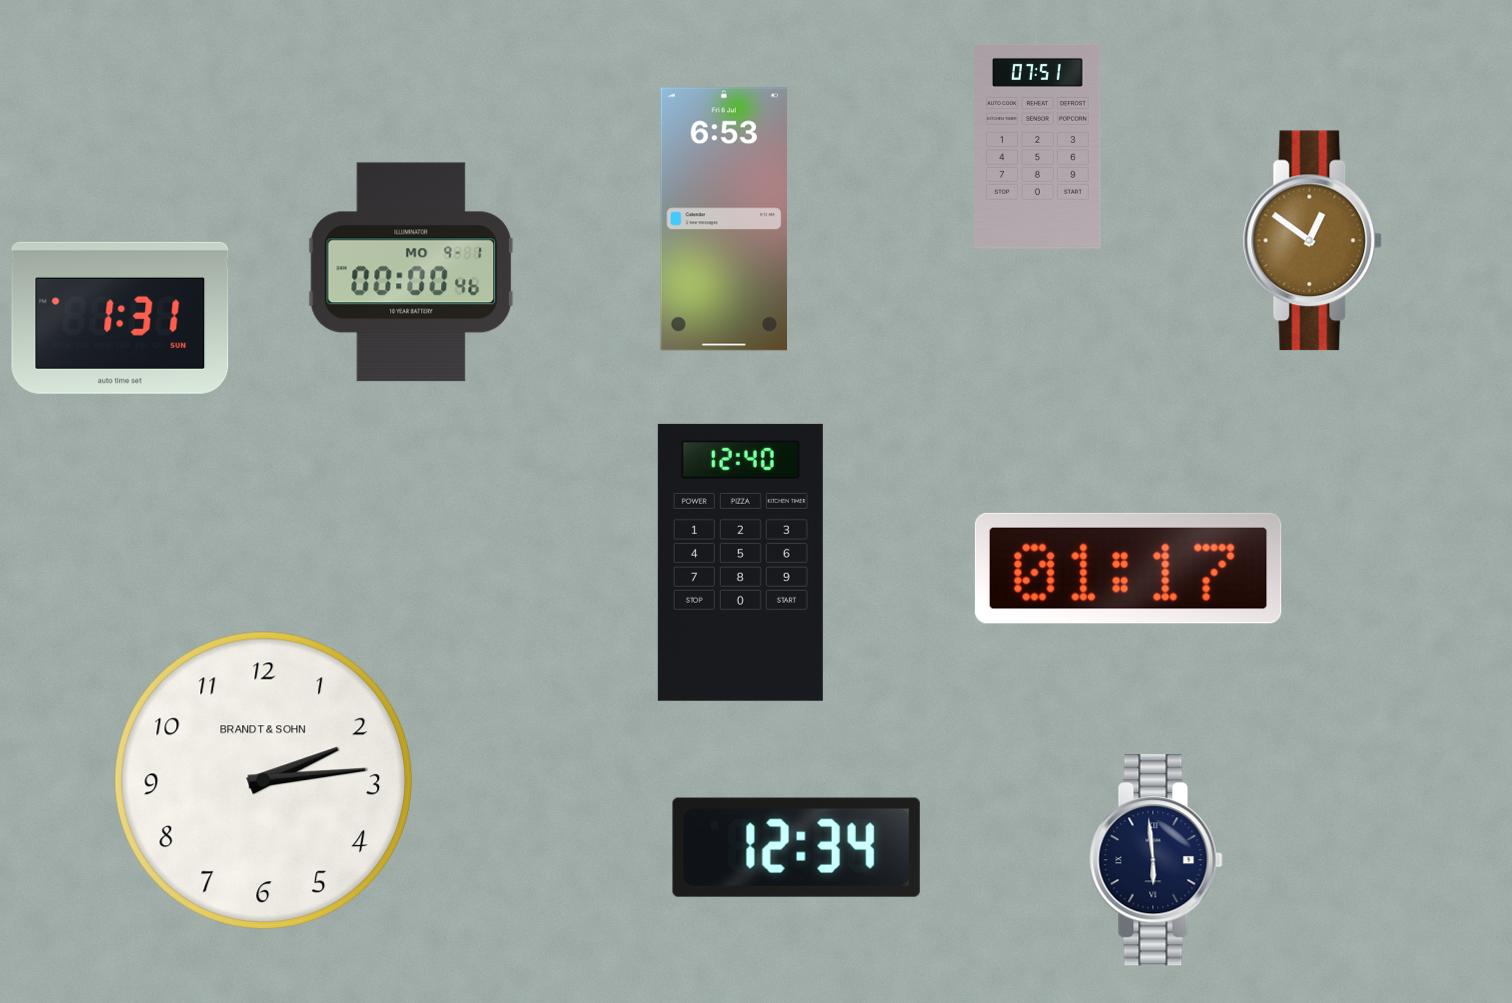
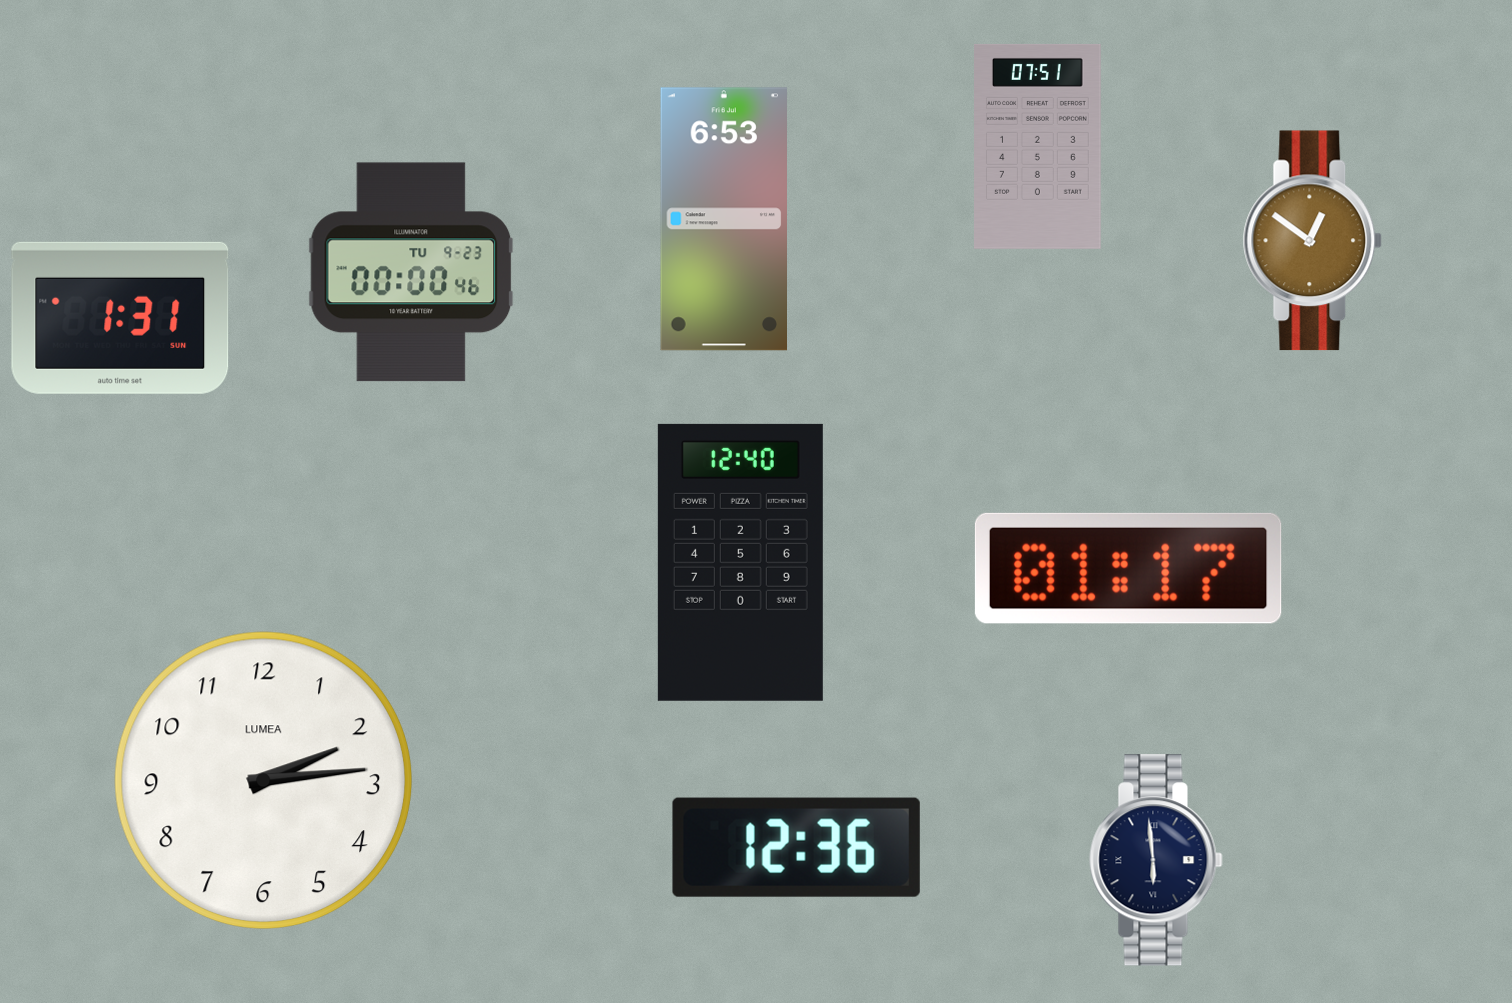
clock at (411, 272) date: MO 9-1 -> TU 9-23
clock at (263, 780) brand: BRANDT & SOHN -> LUMEA
clock at (796, 847): 12:34 -> 12:36
